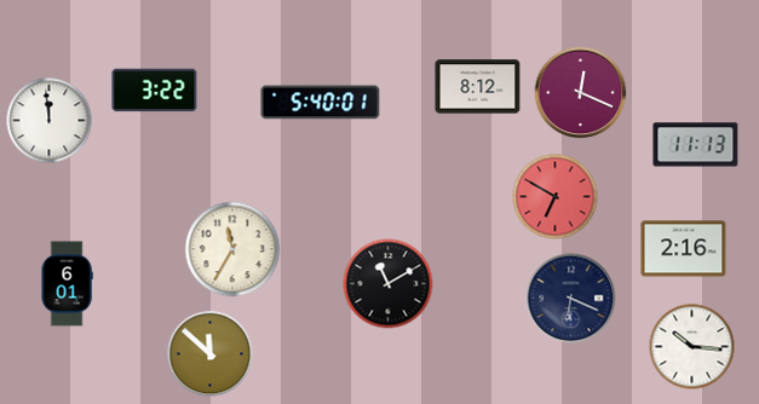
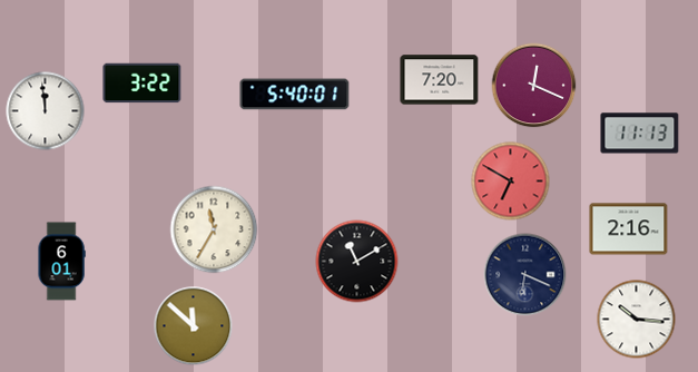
clock at (478, 87): 8:12 -> 7:20
